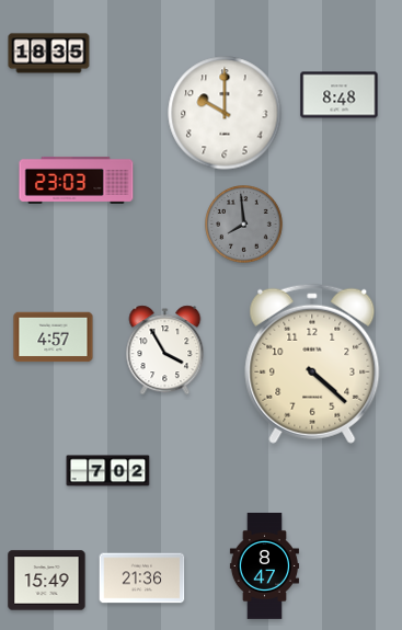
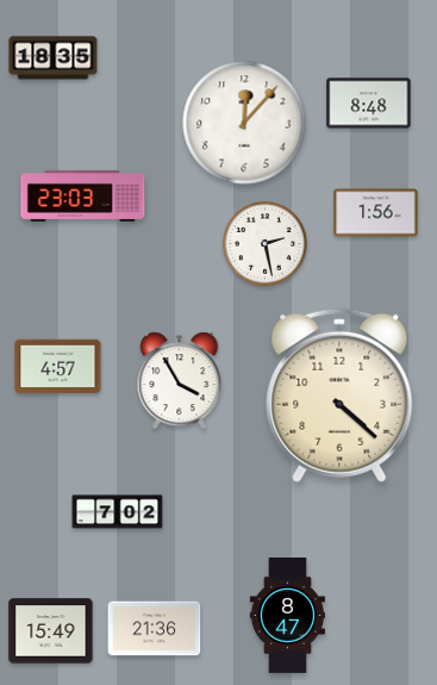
clock at (225, 113): 10:00 -> 12:07
clock at (376, 213): none -> 1:56
clock at (244, 225): 7:59 -> 2:28
clock at (244, 225) dial: grey -> white
